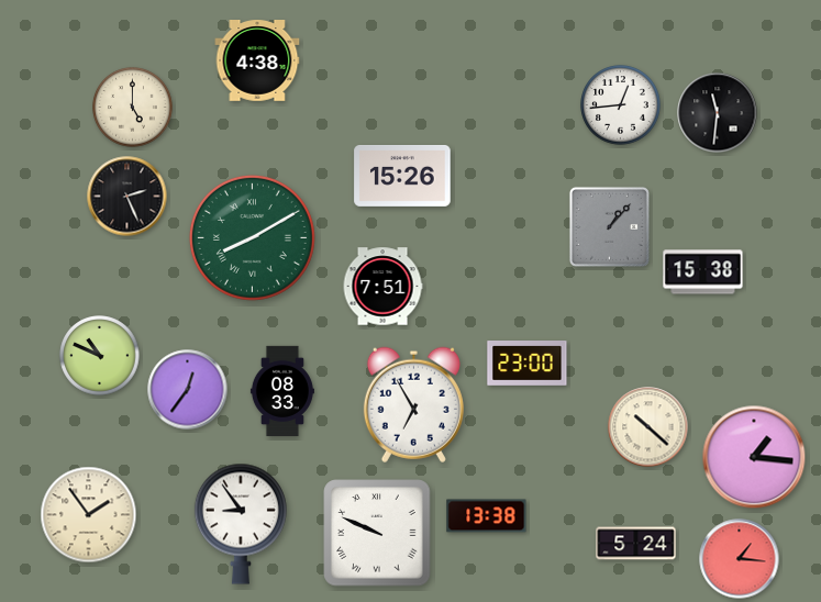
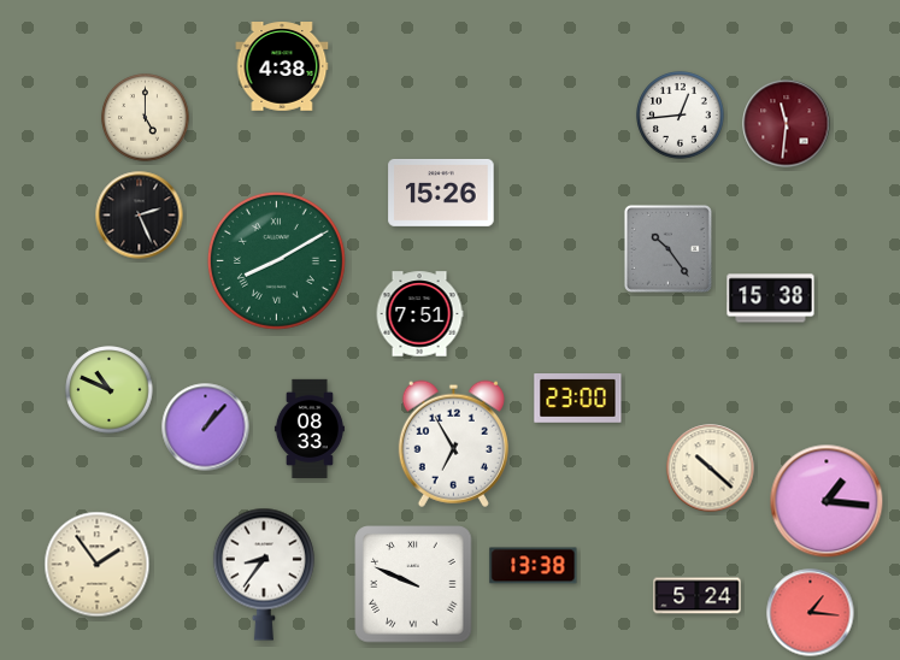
clock at (718, 113) dial: black -> burgundy
clock at (609, 226): 1:07 -> 10:24
clock at (188, 390): 12:36 -> 1:07
clock at (241, 524): 8:54 -> 8:36
